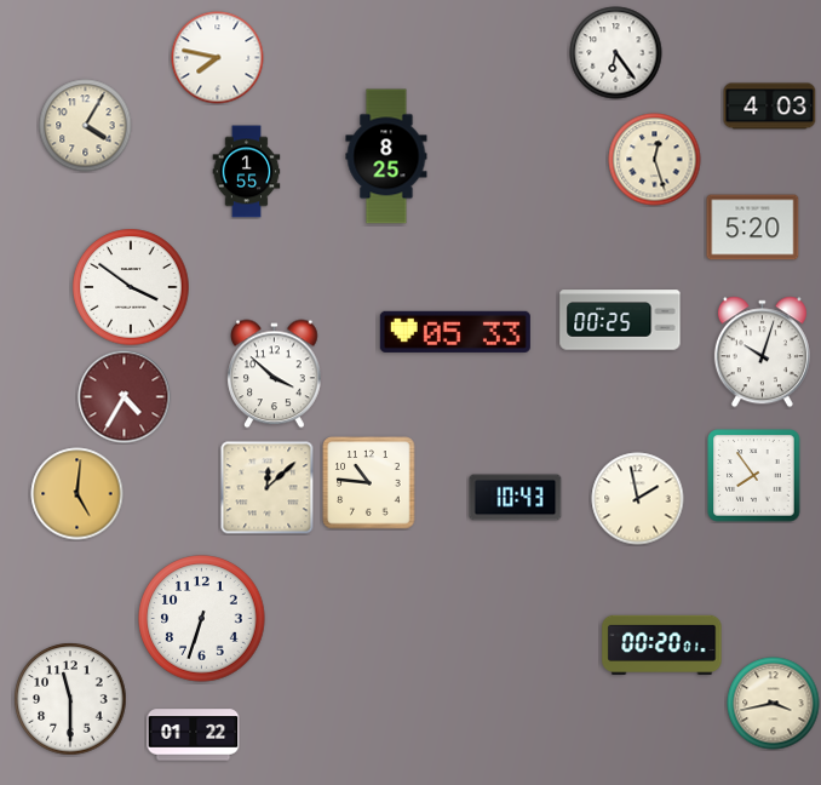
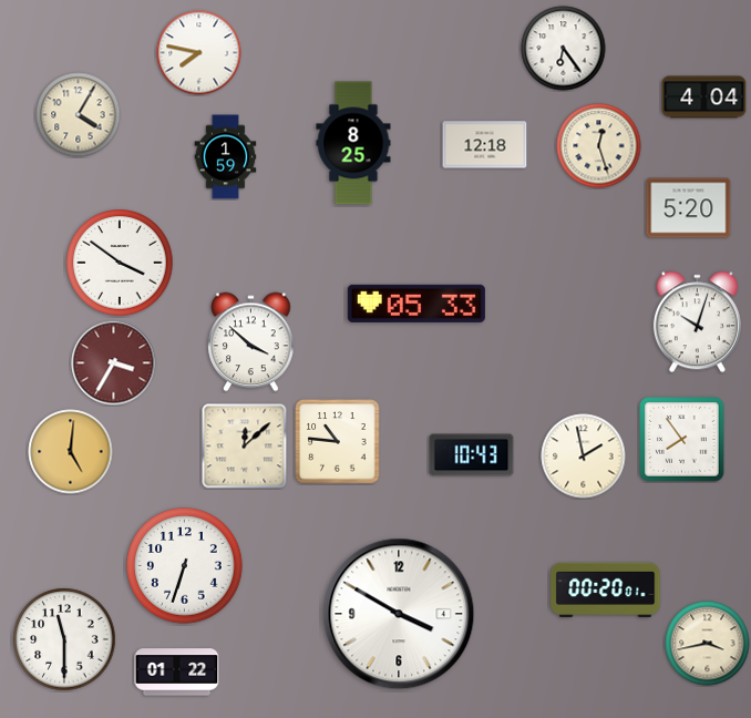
clock at (770, 107): 4:03 -> 4:04
clock at (485, 145): none -> 12:18
clock at (247, 172): 1:55 -> 1:59
clock at (620, 320): 00:25 -> none
clock at (125, 397): 4:35 -> 3:35
clock at (754, 476) position: (754, 476) -> (682, 440)
clock at (399, 614): none -> 3:50
